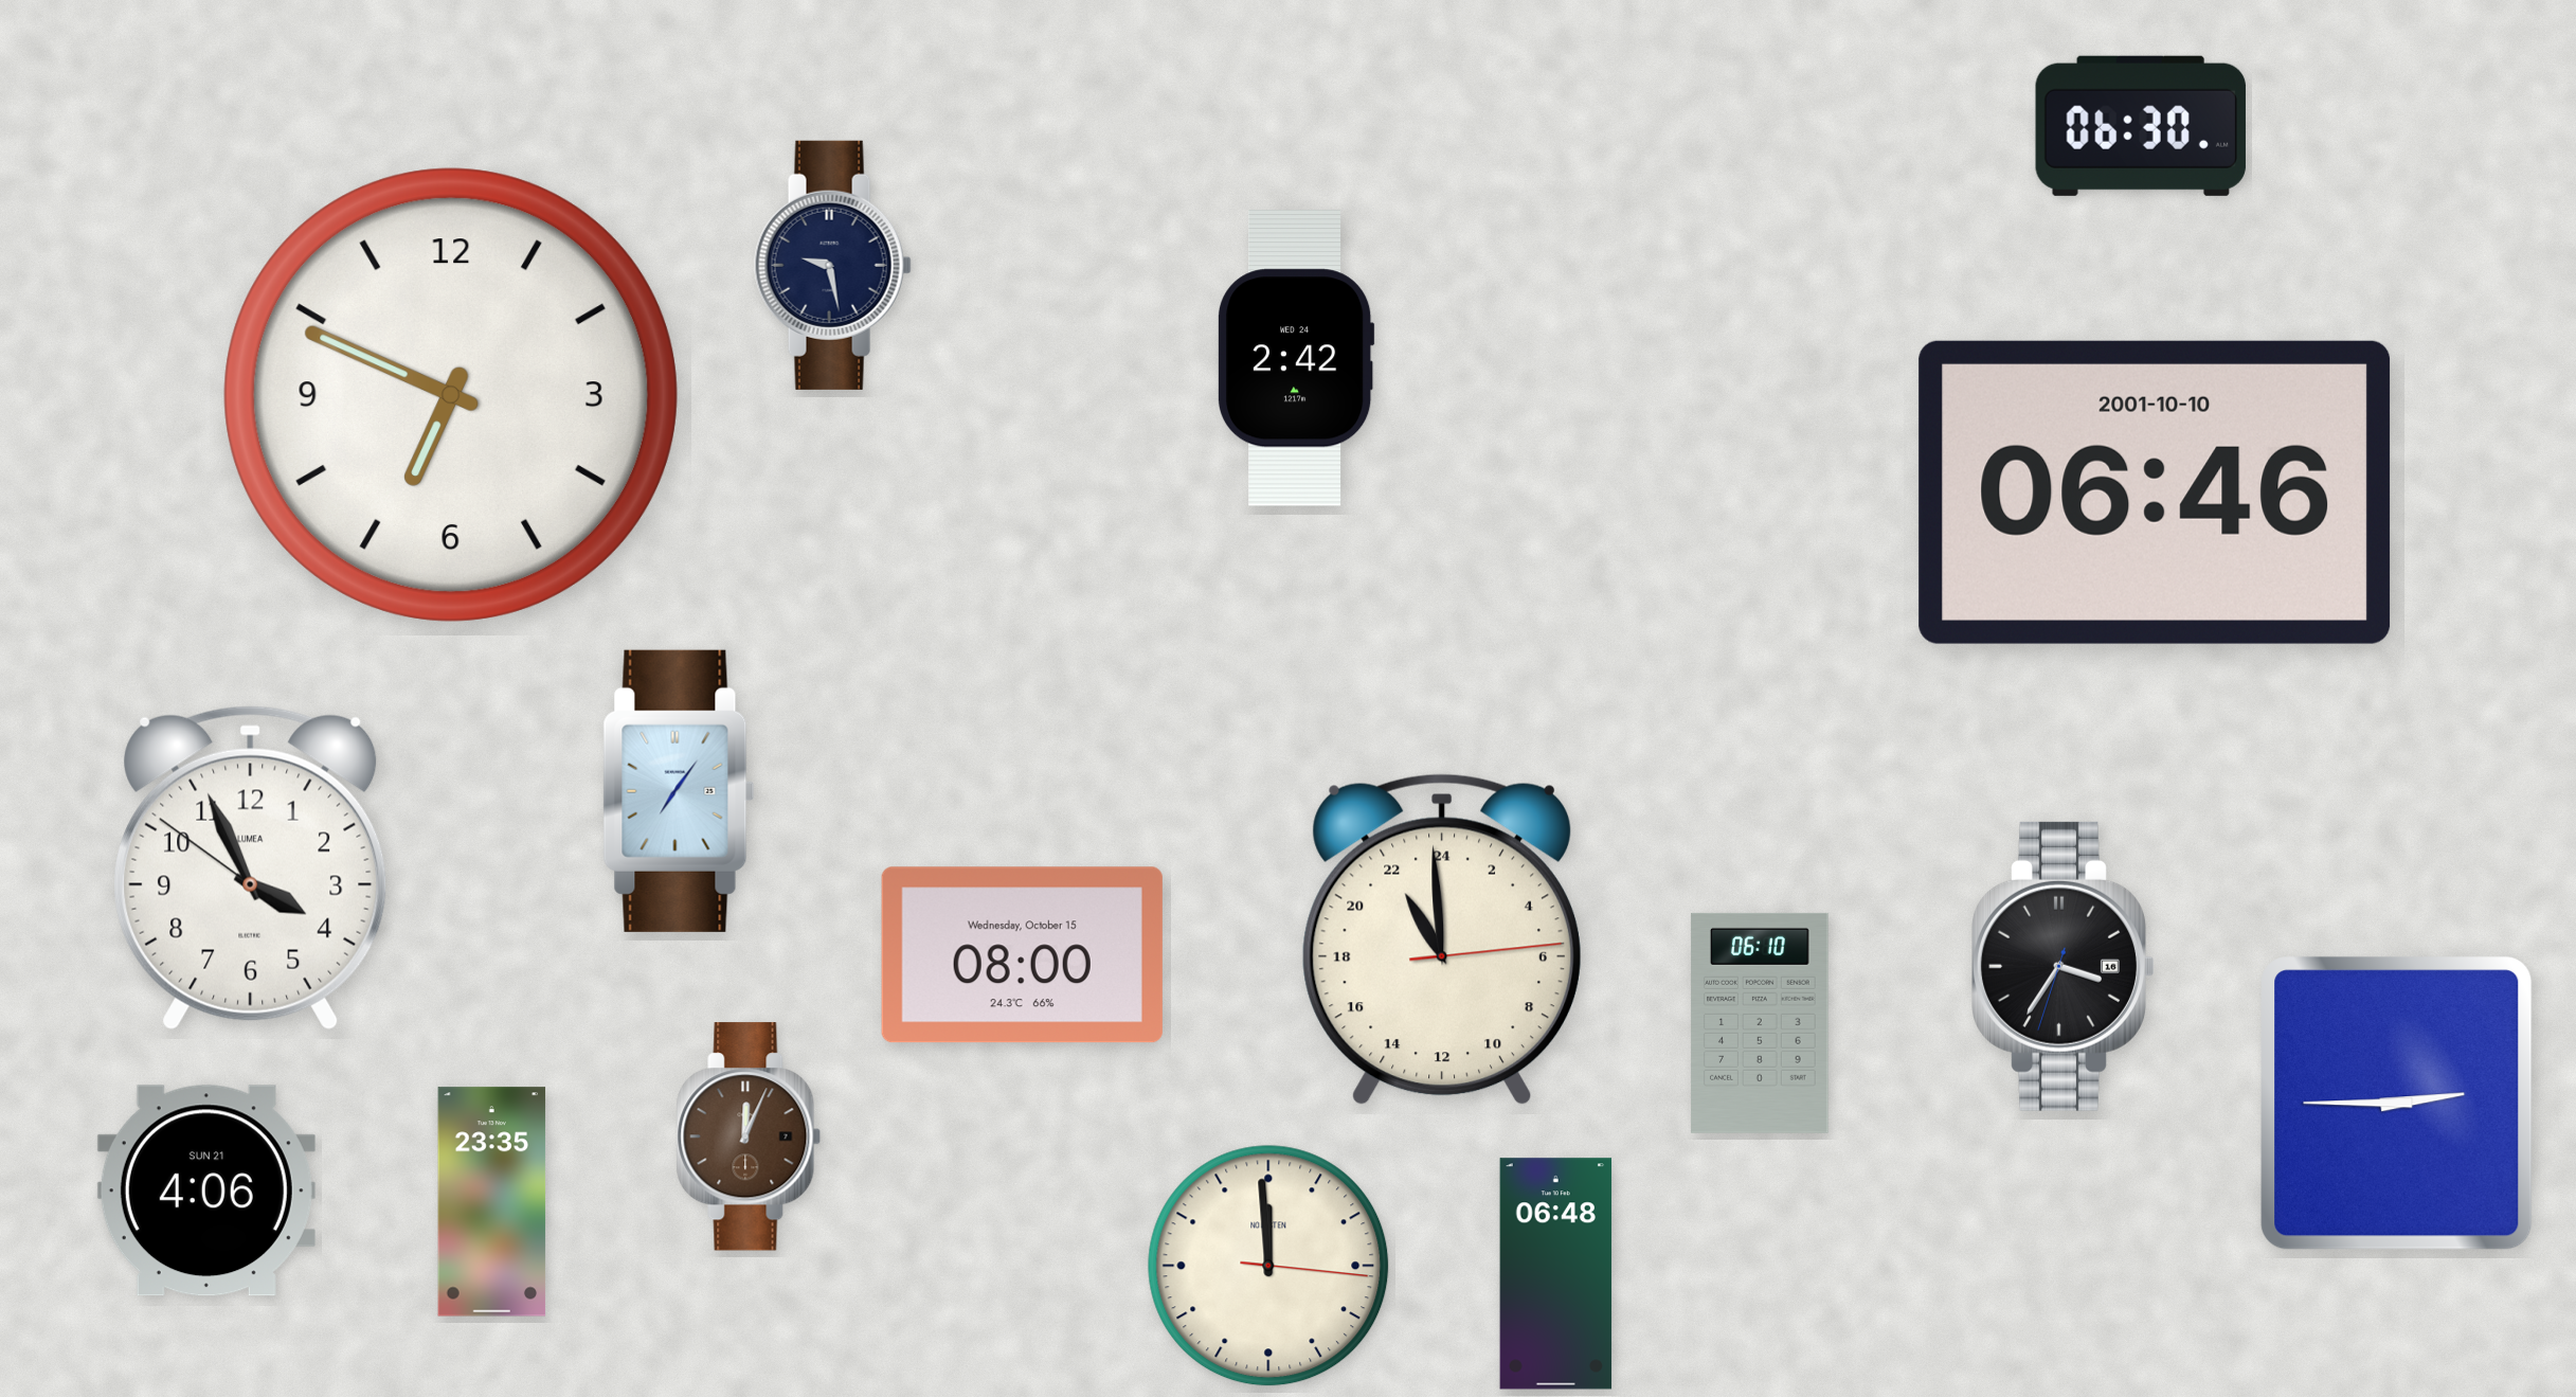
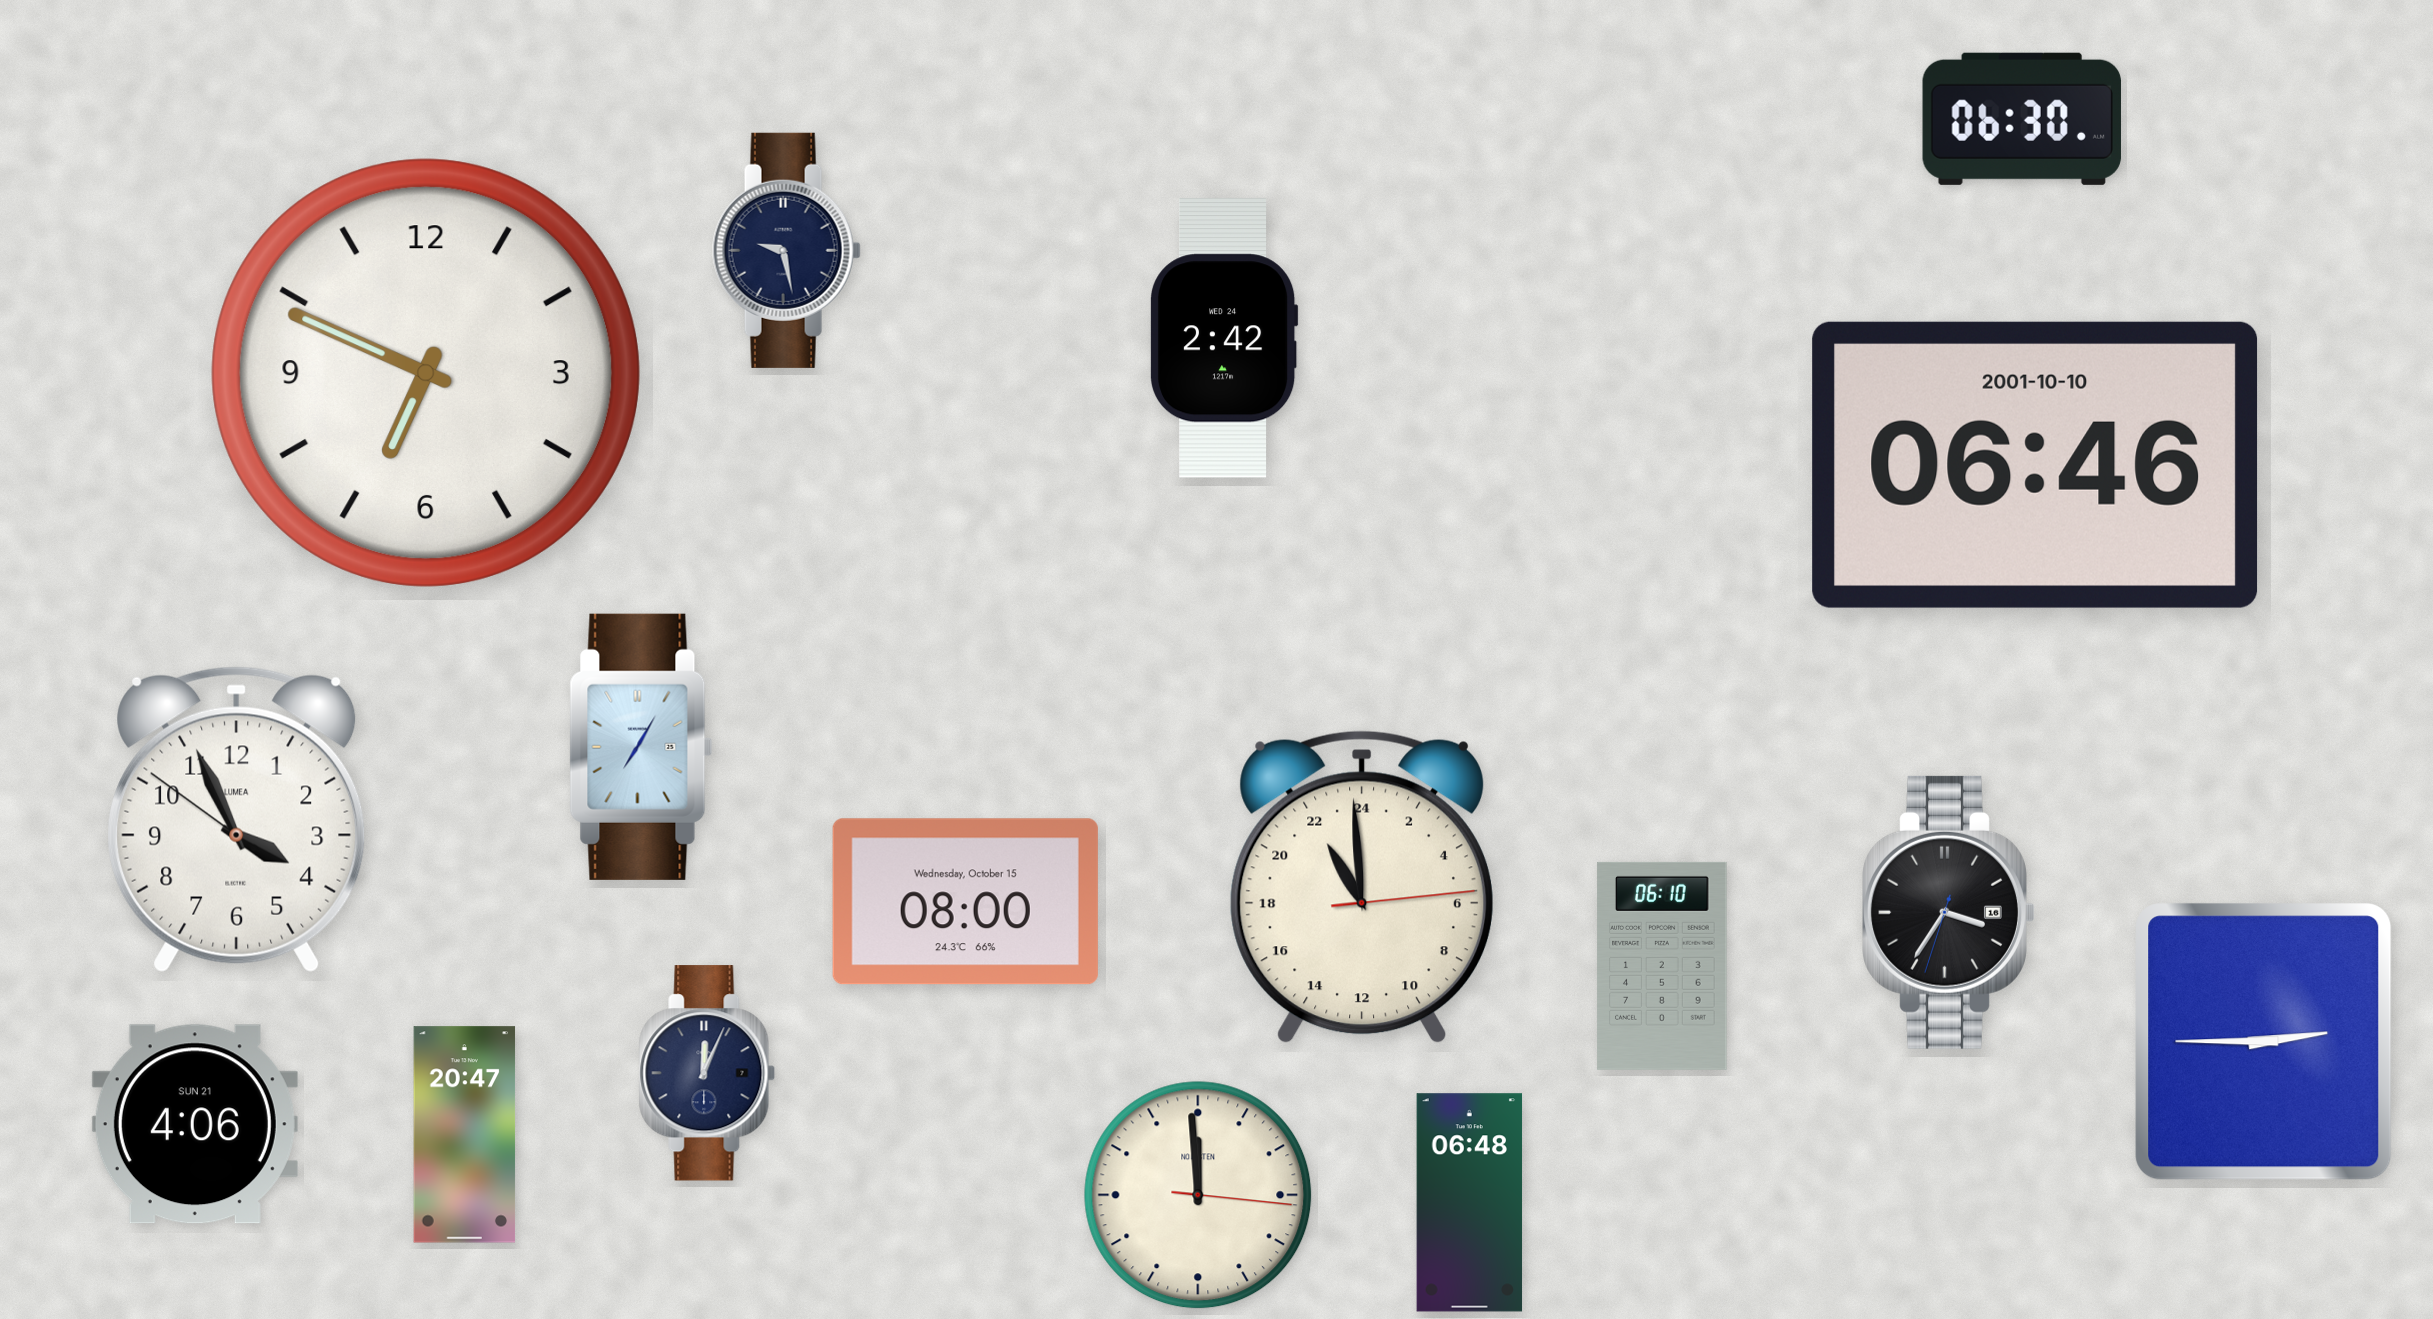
clock at (679, 791): 7:06 -> 7:05
clock at (749, 1136) dial: brown -> navy
clock at (492, 1202): 23:35 -> 20:47
